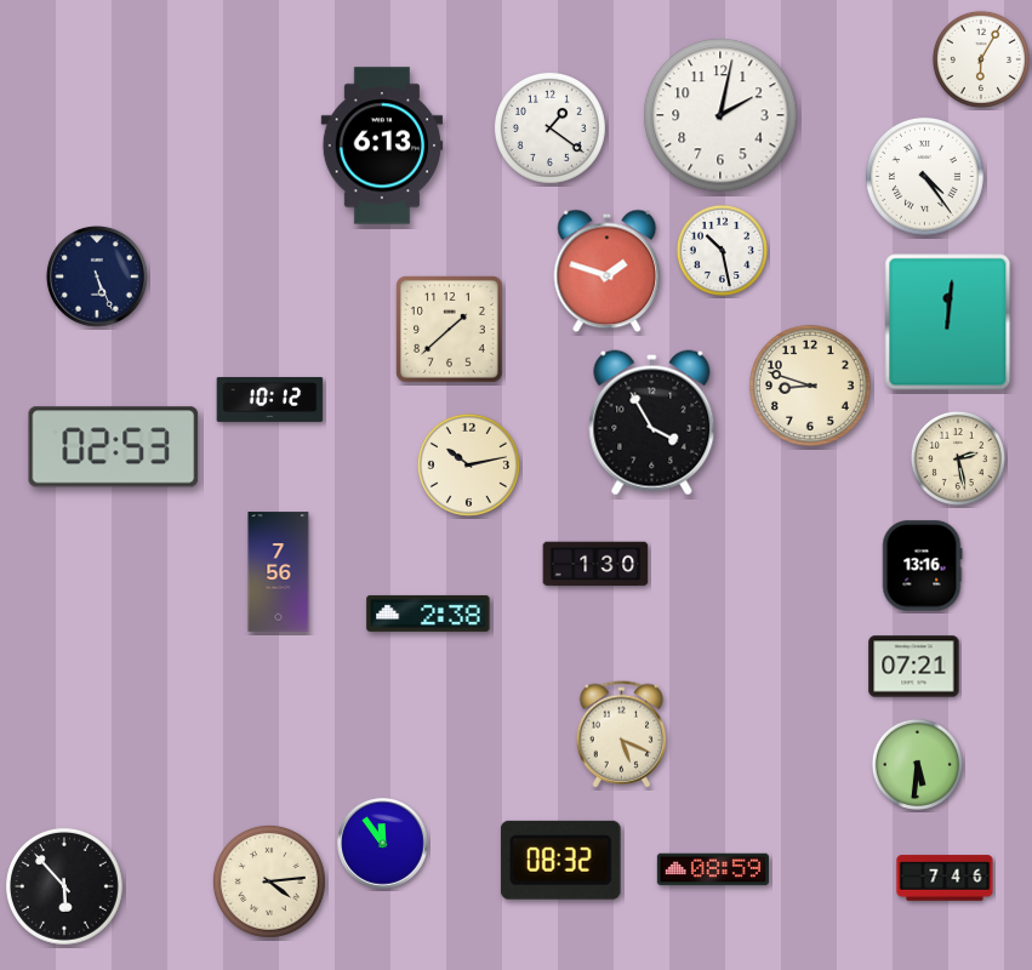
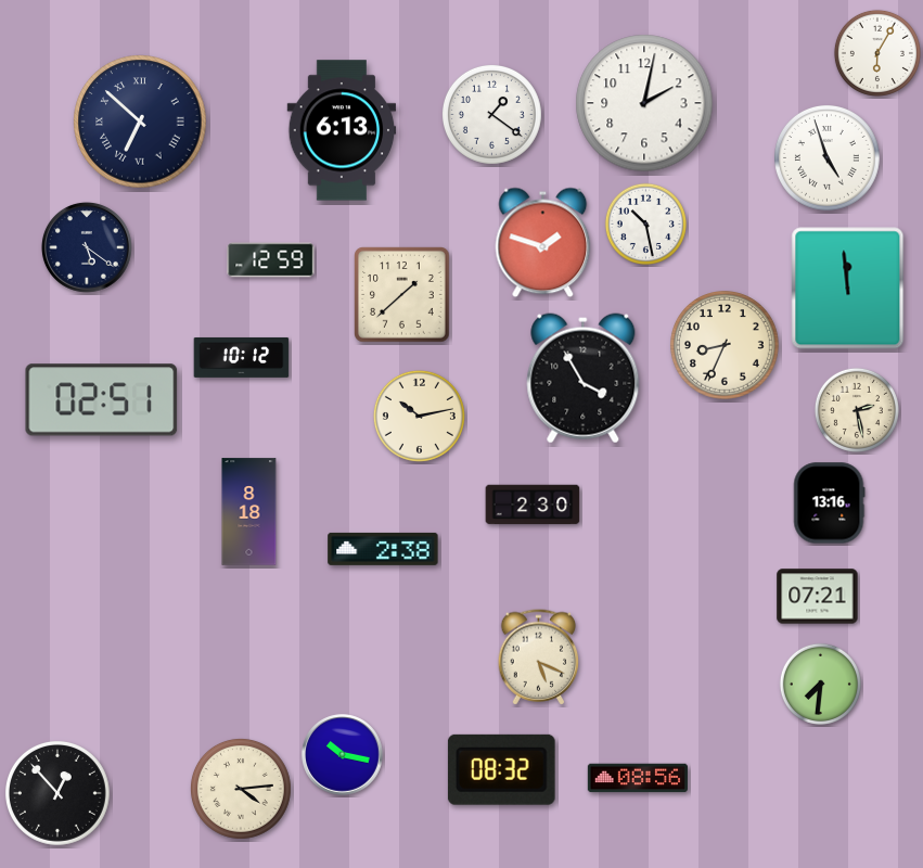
clock at (140, 122): none -> 6:52
clock at (925, 177): 4:24 -> 4:57
clock at (97, 276): 5:26 -> 5:21
clock at (271, 260): none -> 12:59
clock at (948, 323): 12:01 -> 11:59
clock at (811, 387): 8:48 -> 8:34
clock at (114, 447): 02:53 -> 02:51
clock at (595, 564): 1:30 -> 2:30
clock at (922, 566) position: (922, 566) -> (829, 503)
clock at (279, 572): 7:56 -> 8:18
clock at (622, 735) position: (622, 735) -> (539, 658)
clock at (917, 764): 5:31 -> 7:31
clock at (383, 844): 11:54 -> 10:17
clock at (713, 869): 08:59 -> 08:56
clock at (945, 878): 7:46 -> none
clock at (64, 886): 5:53 -> 12:53
